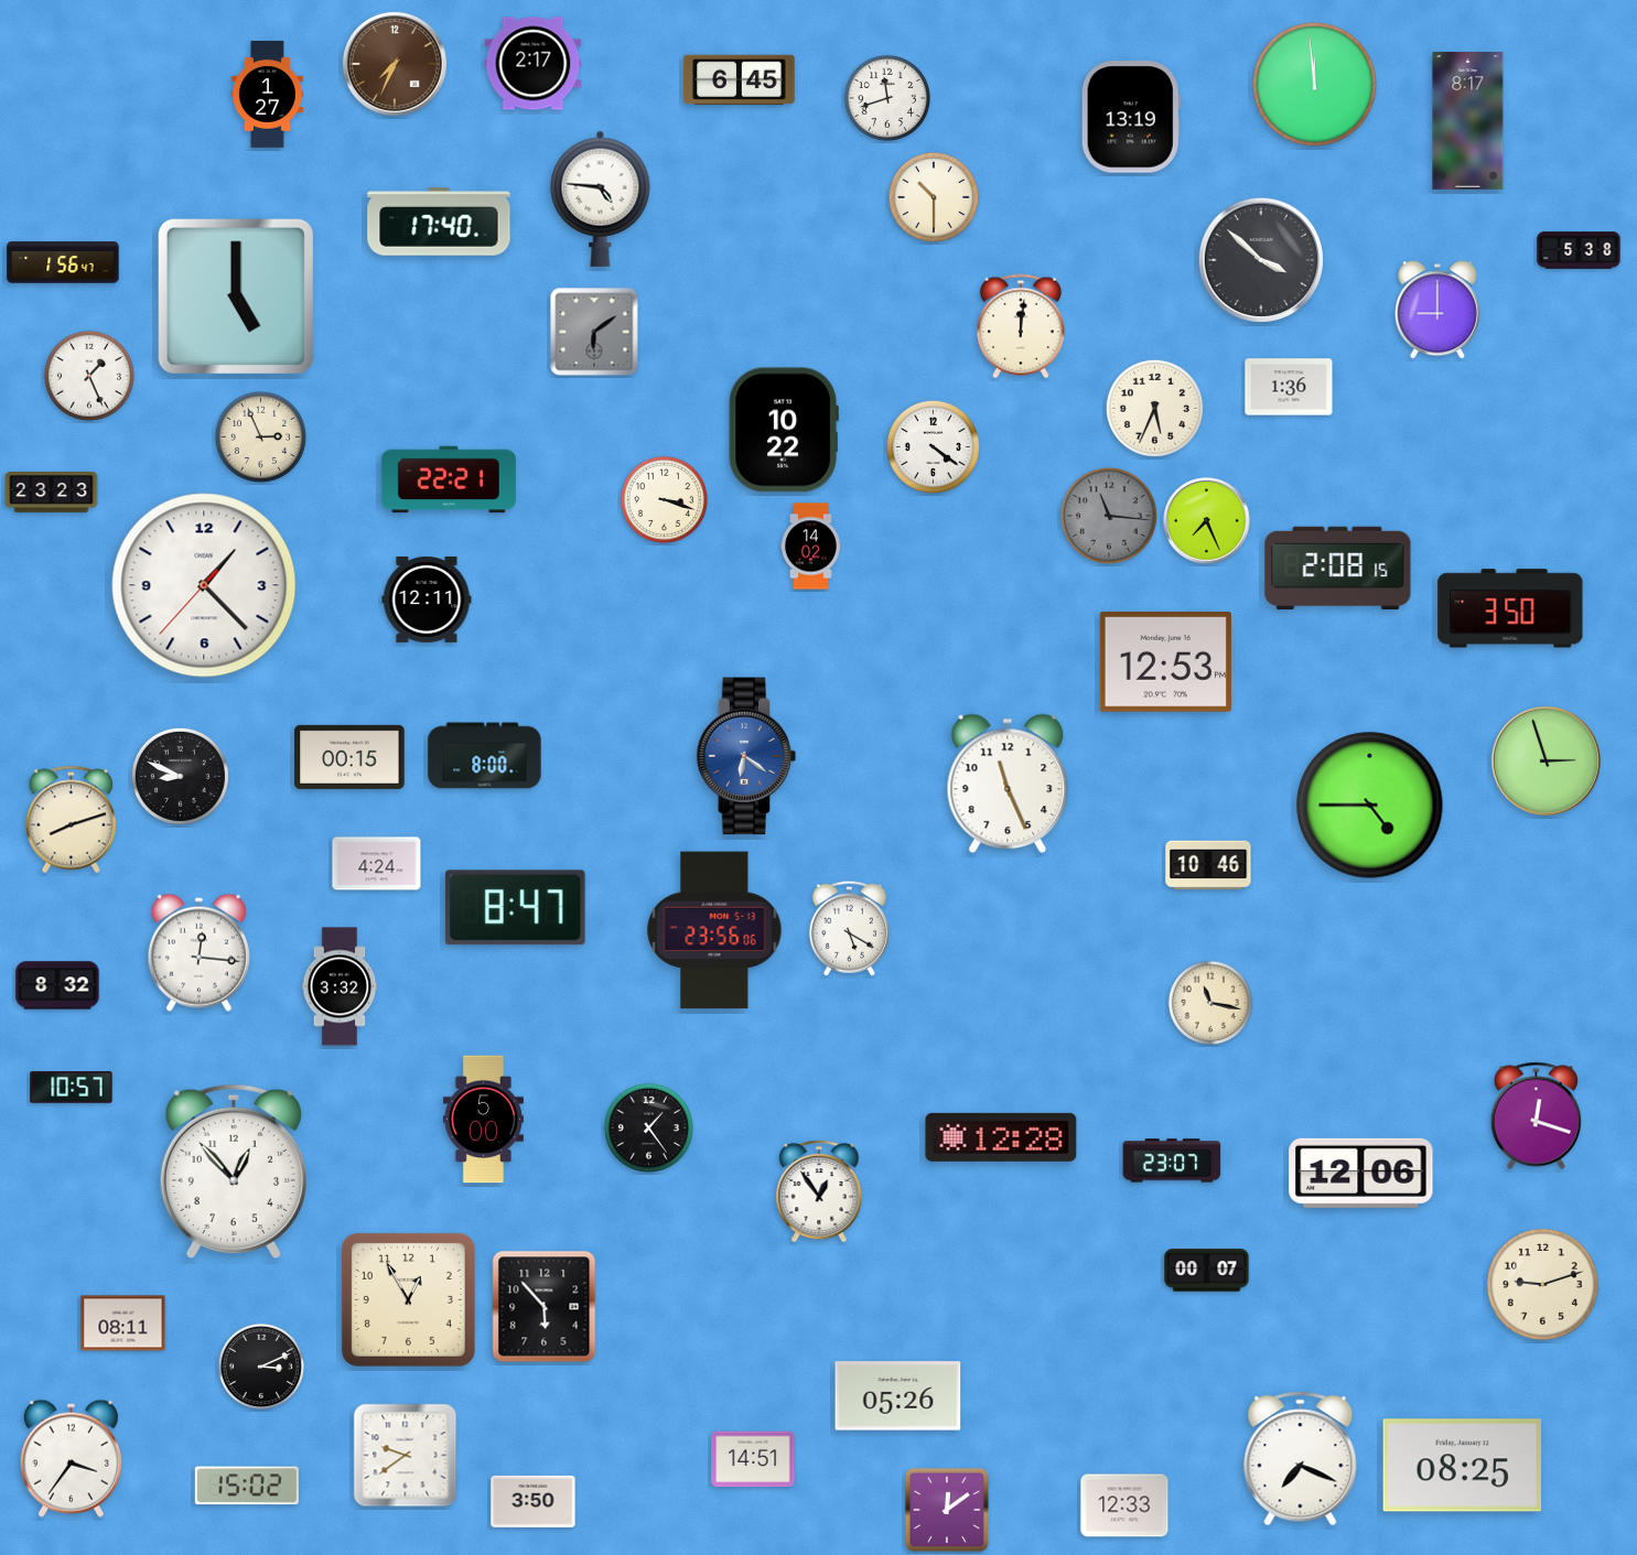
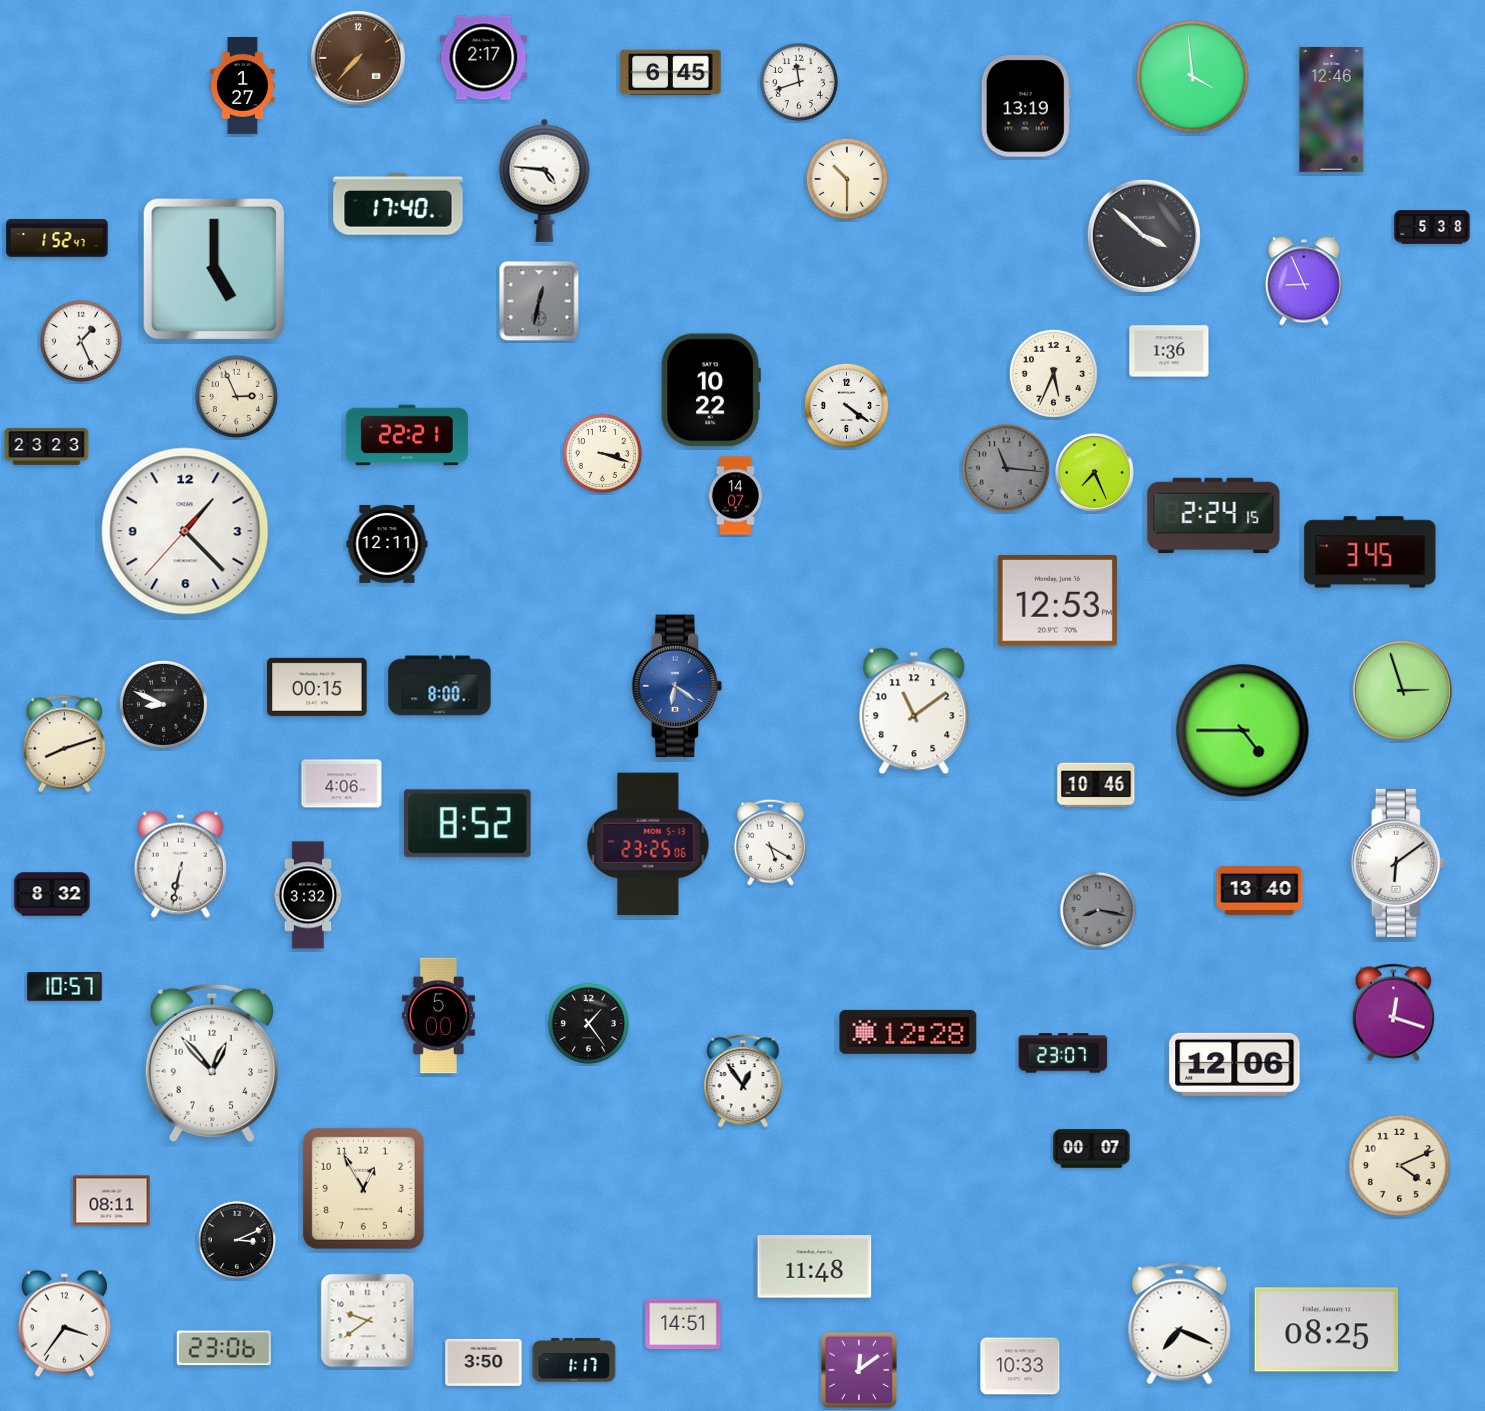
clock at (395, 64): 7:34 -> 7:37
clock at (1315, 85): 11:59 -> 3:59
clock at (887, 98) position: (887, 98) -> (799, 82)
clock at (1468, 121): 8:17 -> 12:46
clock at (439, 222) position: (439, 222) -> (398, 204)
clock at (63, 262): 1:56 -> 1:52
clock at (1437, 310): 9:00 -> 8:56
clock at (1021, 326): 12:01 -> none
clock at (594, 332): 6:09 -> 12:32
clock at (1154, 408) position: (1154, 408) -> (1053, 373)
clock at (810, 547): 14:02 -> 14:07
clock at (1338, 569): 2:08 -> 2:24
clock at (1510, 608): 3:50 -> 3:45
clock at (1008, 784): 11:26 -> 11:09
clock at (377, 864): 4:24 -> 4:06
clock at (515, 908): 8:47 -> 8:52
clock at (714, 930): 23:56 -> 23:25
clock at (1398, 863): none -> 6:09
clock at (198, 952): 12:16 -> 6:32
clock at (1260, 890): none -> 13:40
clock at (1210, 1003): 11:17 -> 8:17
clock at (1210, 1003) dial: cream -> grey
clock at (1207, 1271) position: (1207, 1271) -> (1092, 1149)
clock at (1542, 1284): 9:12 -> 4:11
clock at (408, 1299) position: (408, 1299) -> (363, 1188)
clock at (545, 1307): 5:53 -> none
clock at (898, 1396): 05:26 -> 11:48
clock at (247, 1486): 15:02 -> 23:06
clock at (574, 1360): none -> 1:17
clock at (1124, 1505): 12:33 -> 10:33
